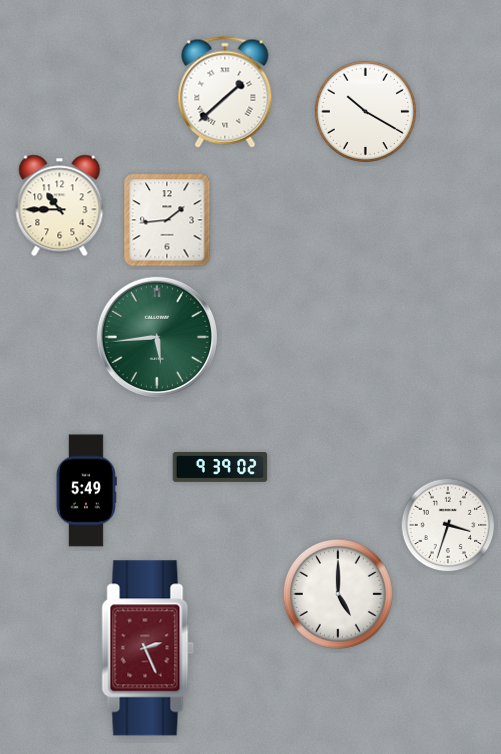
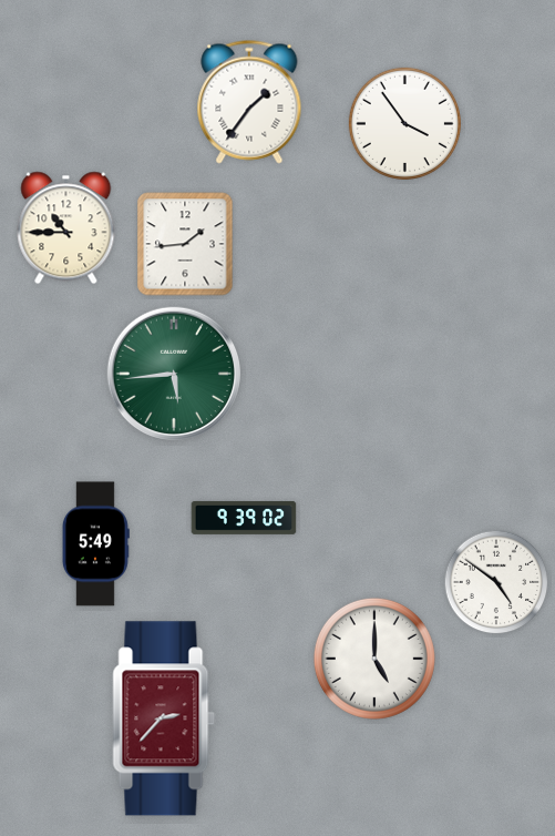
clock at (225, 92): 1:38 -> 1:36
clock at (365, 111): 10:20 -> 3:54
clock at (448, 525): 3:33 -> 4:51
clock at (148, 648): 2:26 -> 2:37
